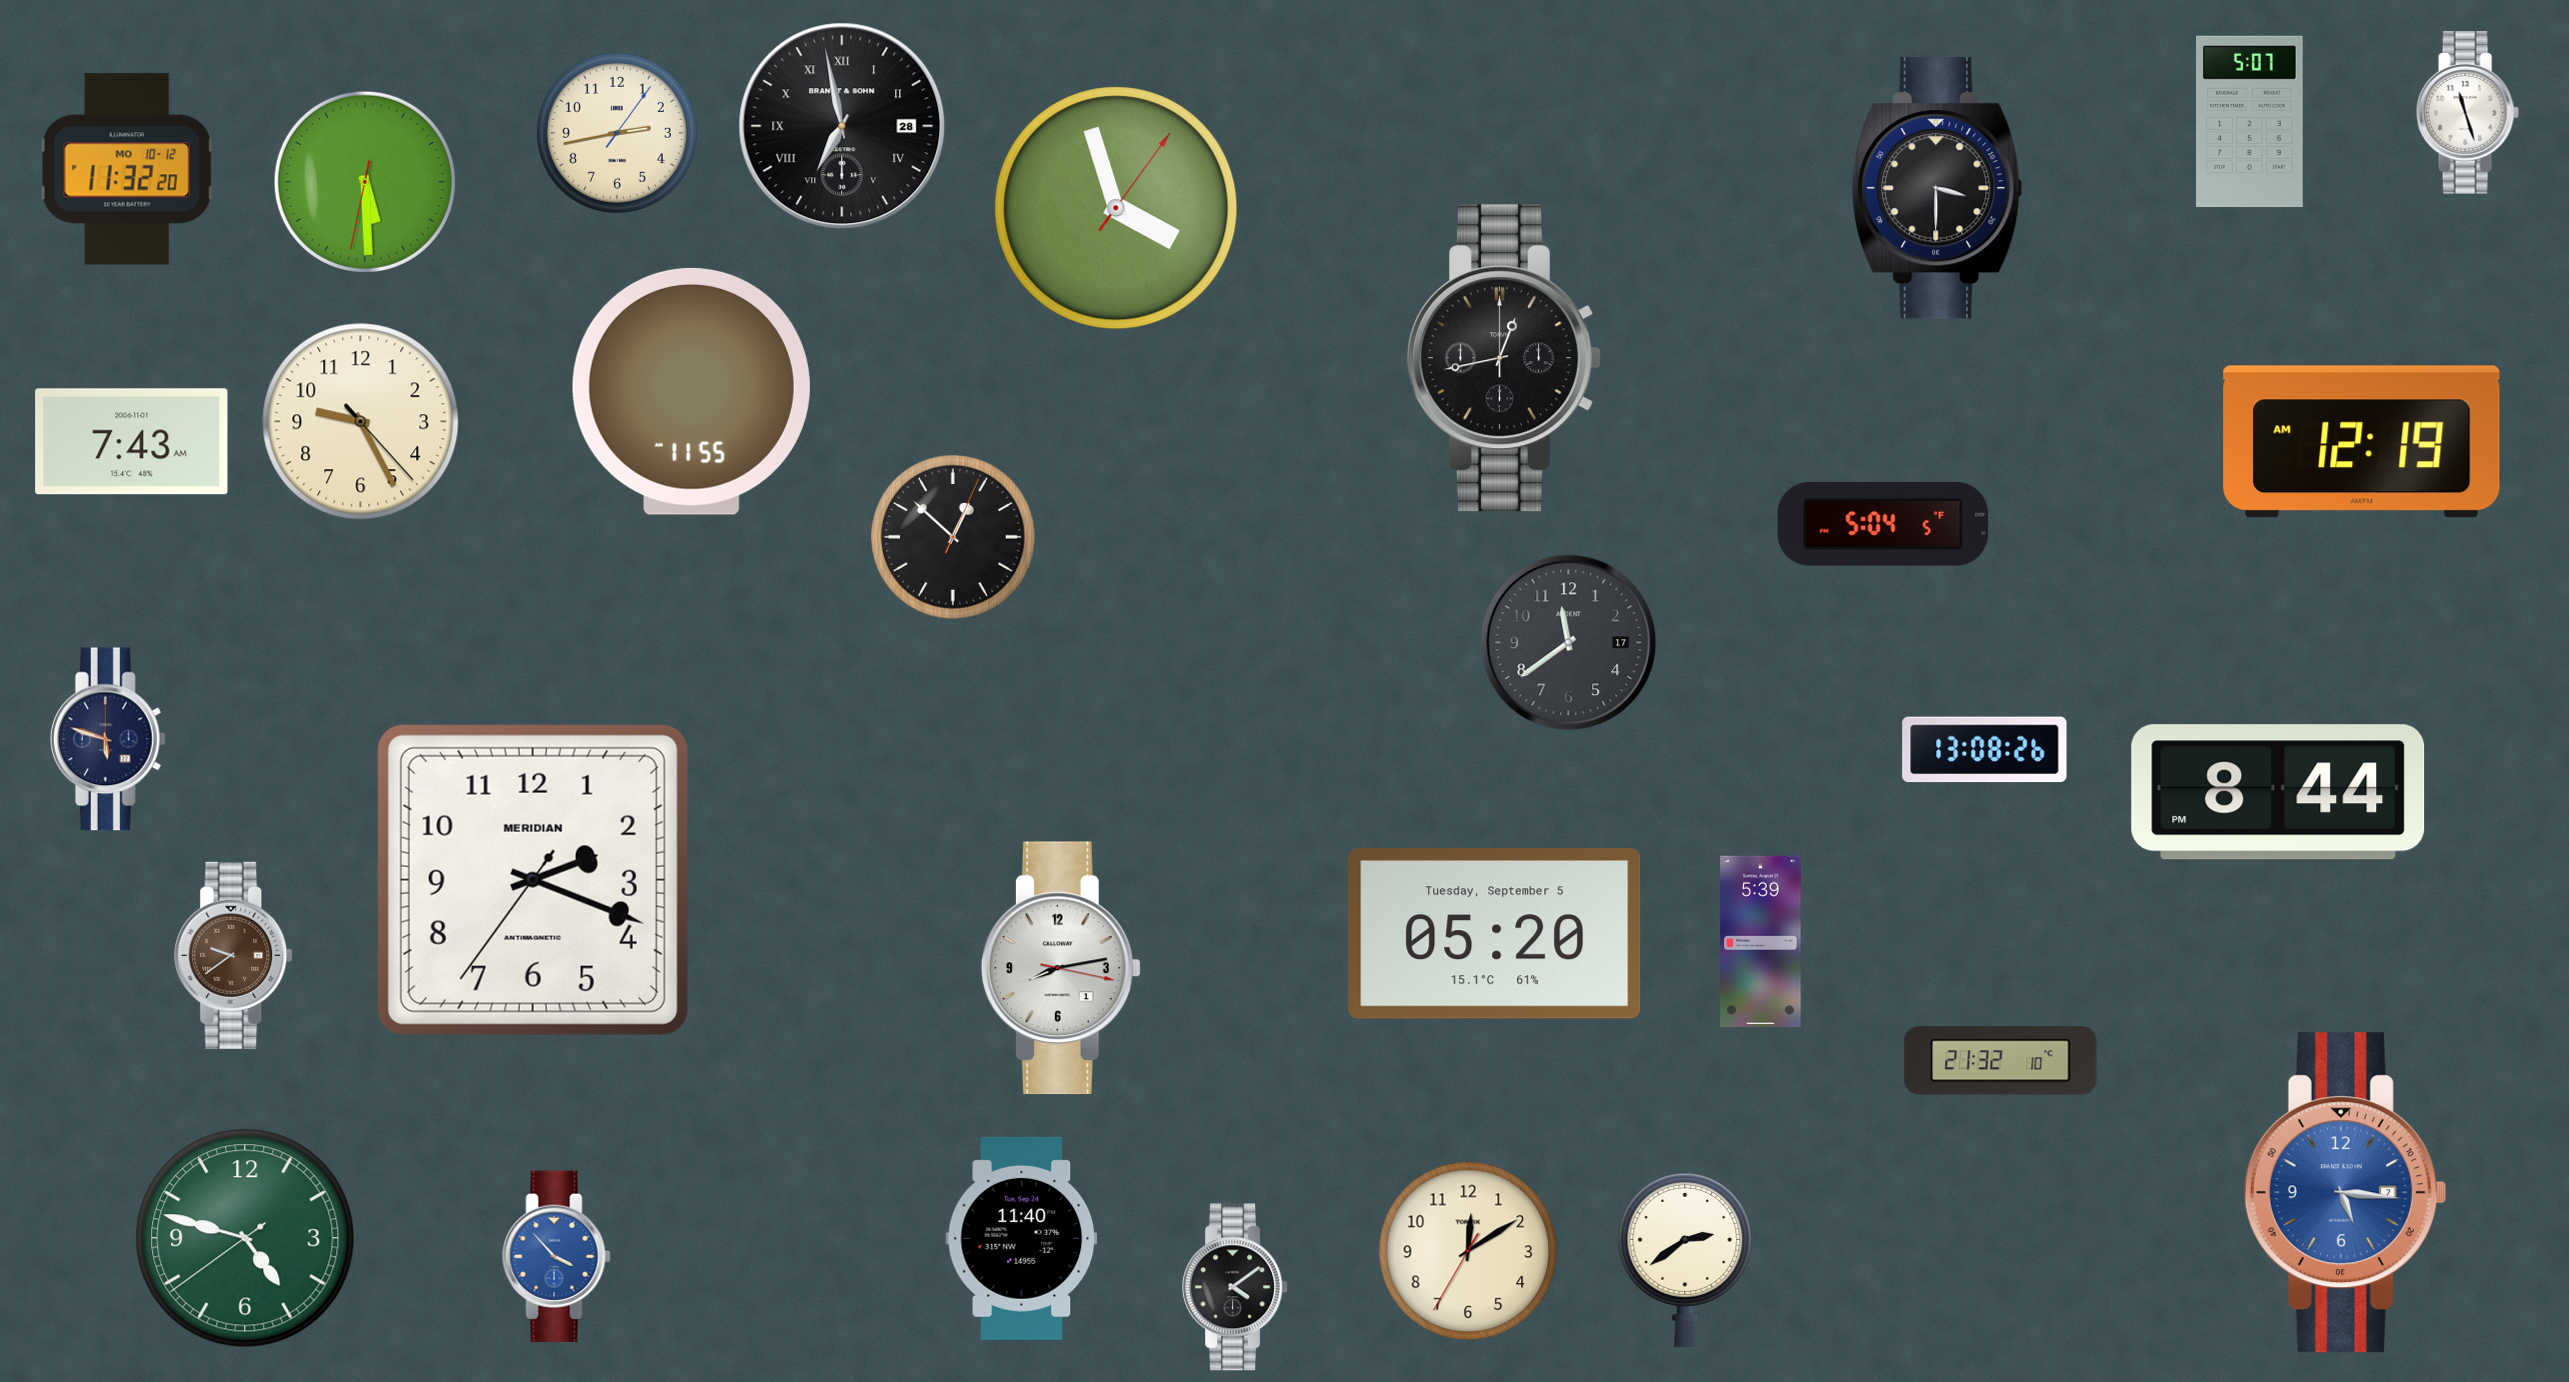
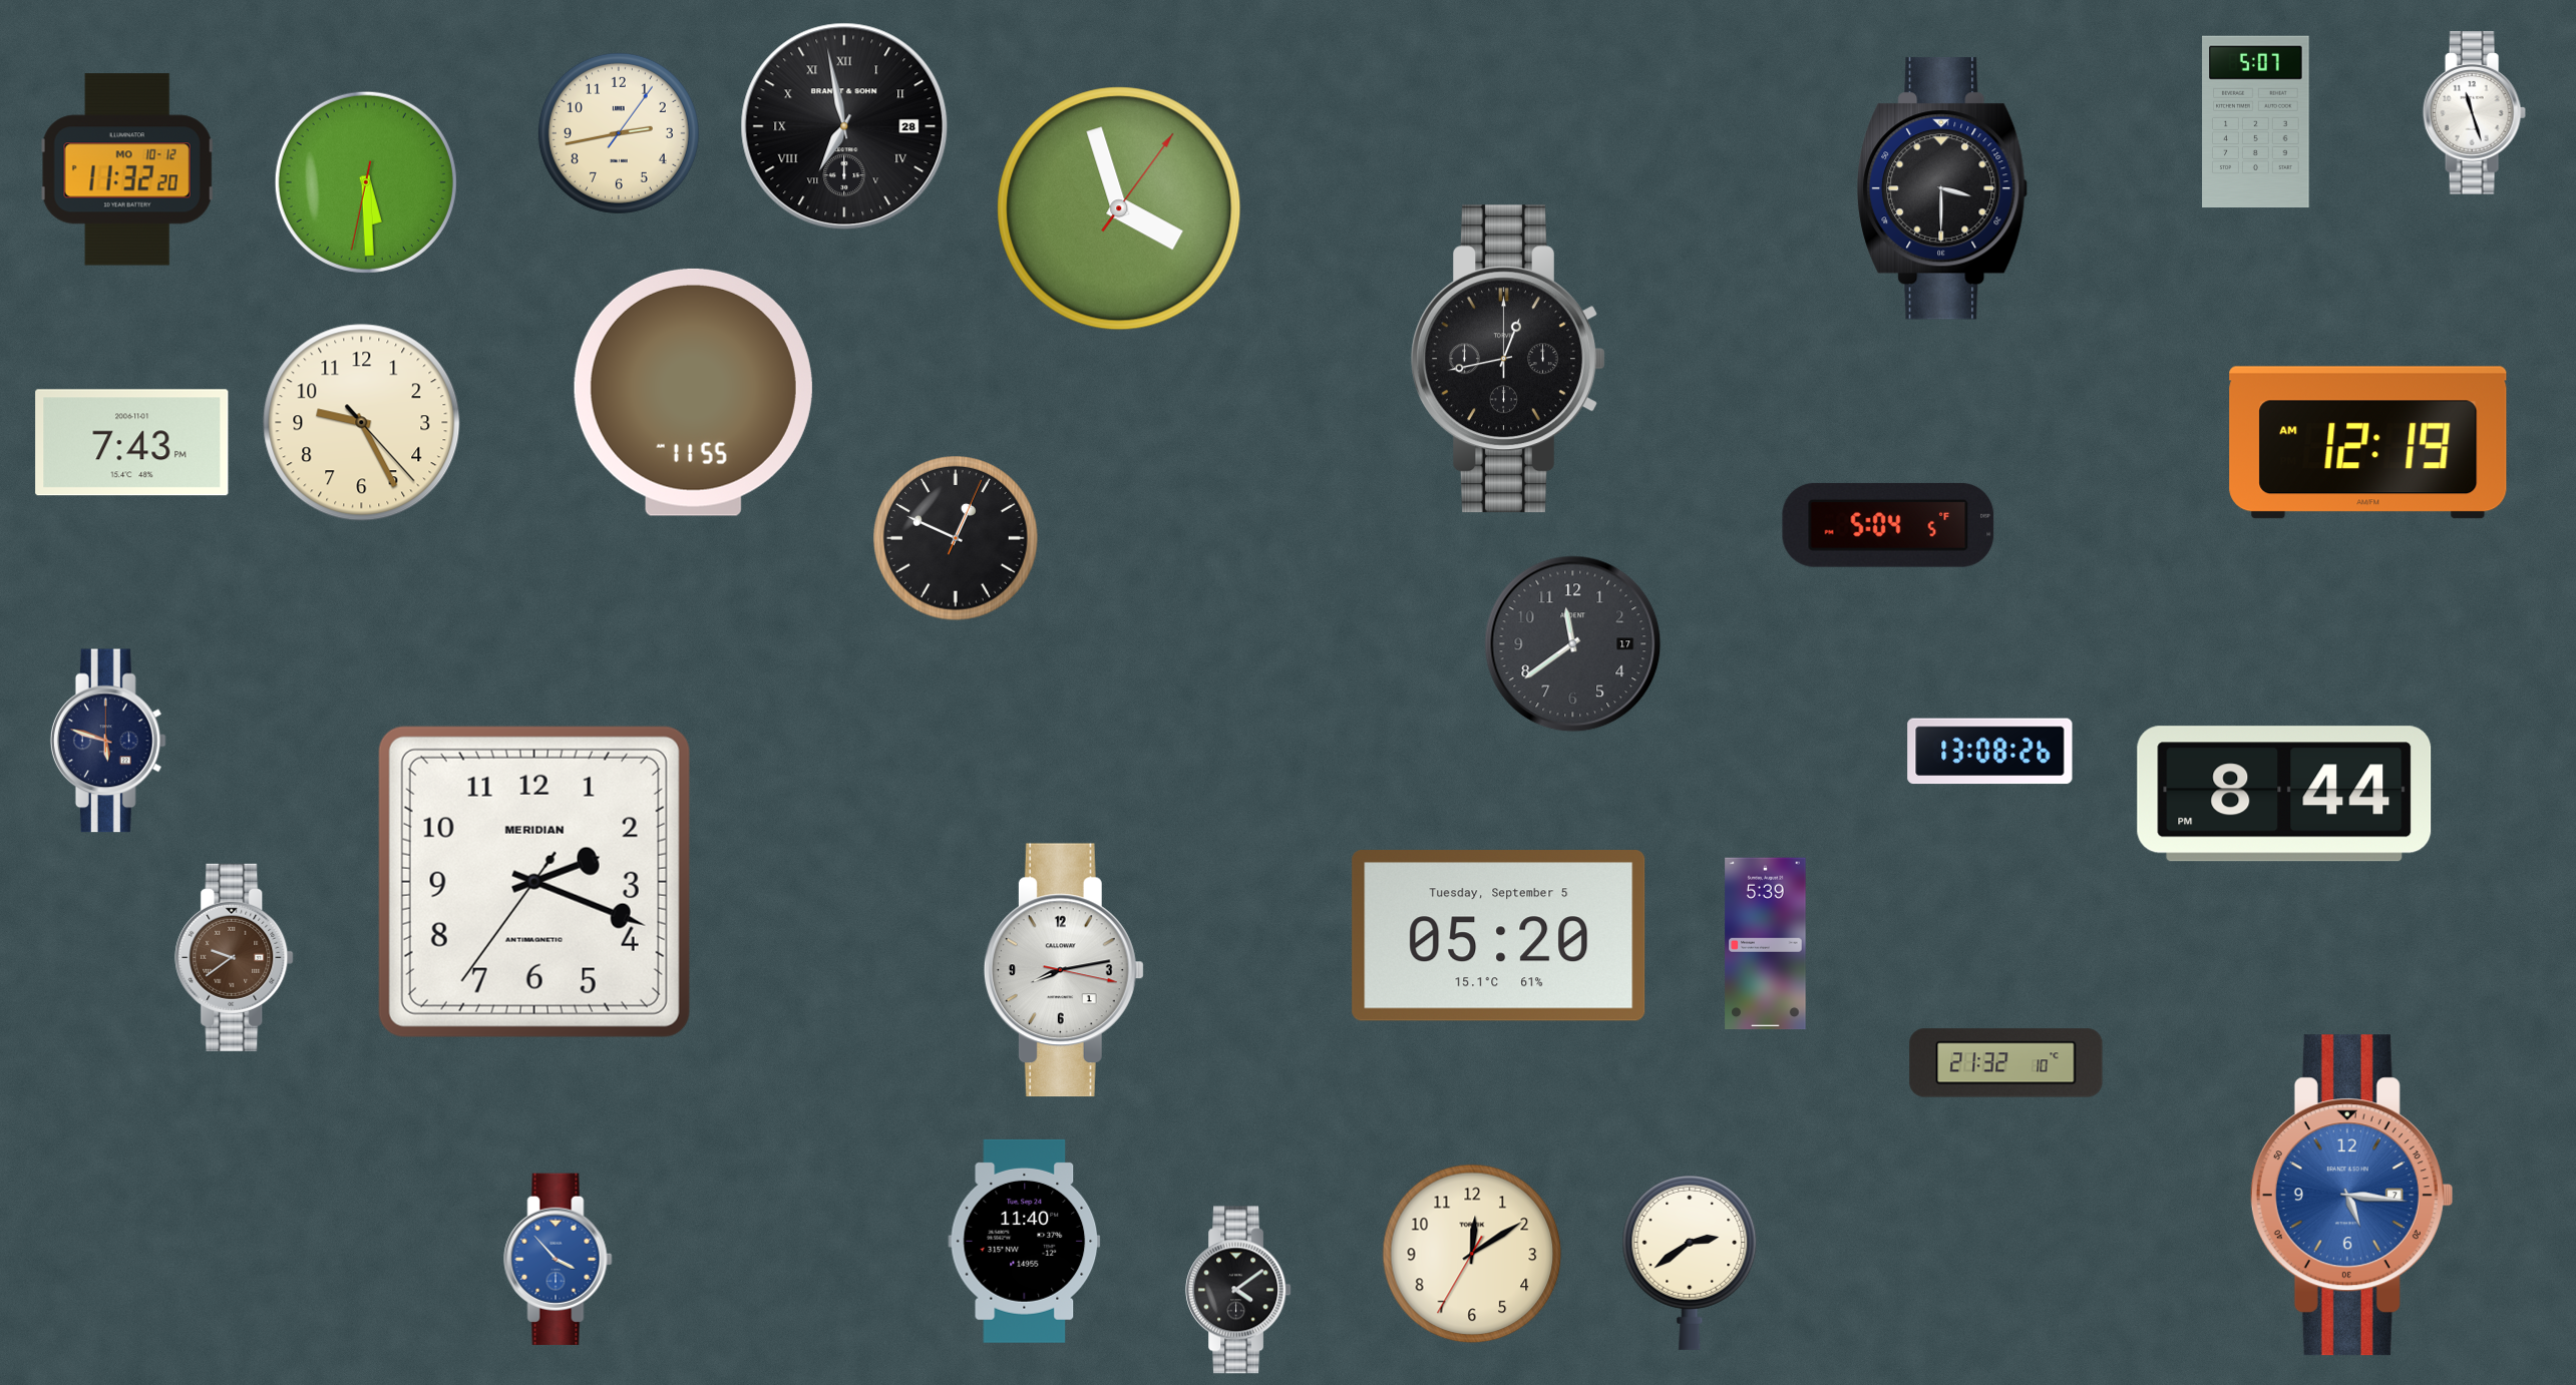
clock at (132, 442): 7:43 AM -> 7:43 PM
clock at (954, 538): 12:52 -> 12:49
clock at (245, 1238): 4:47 -> none
